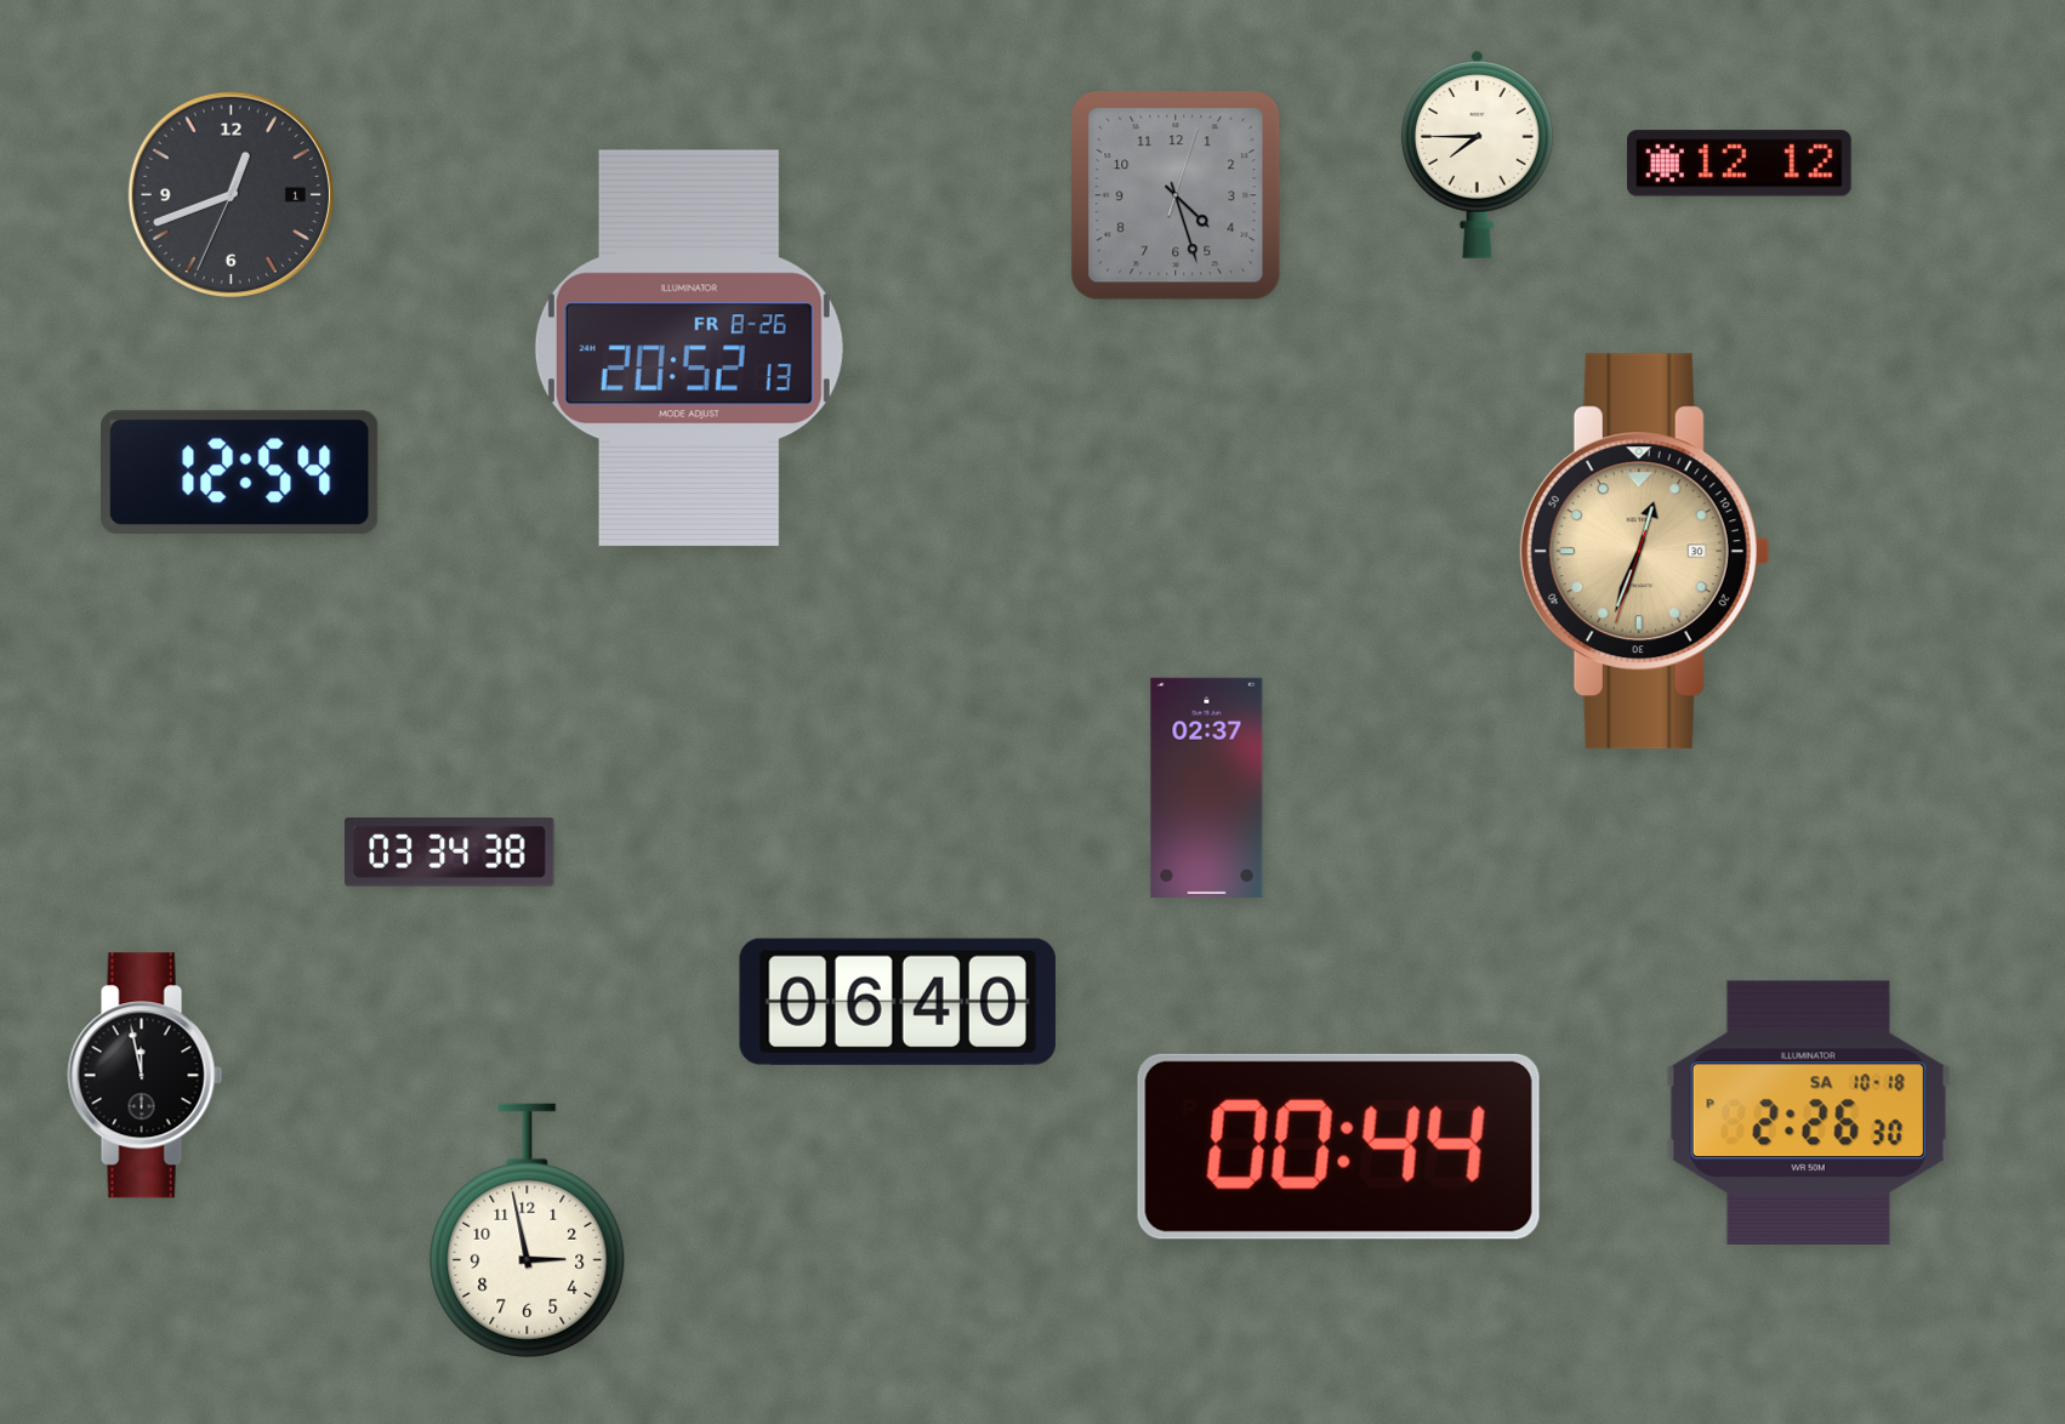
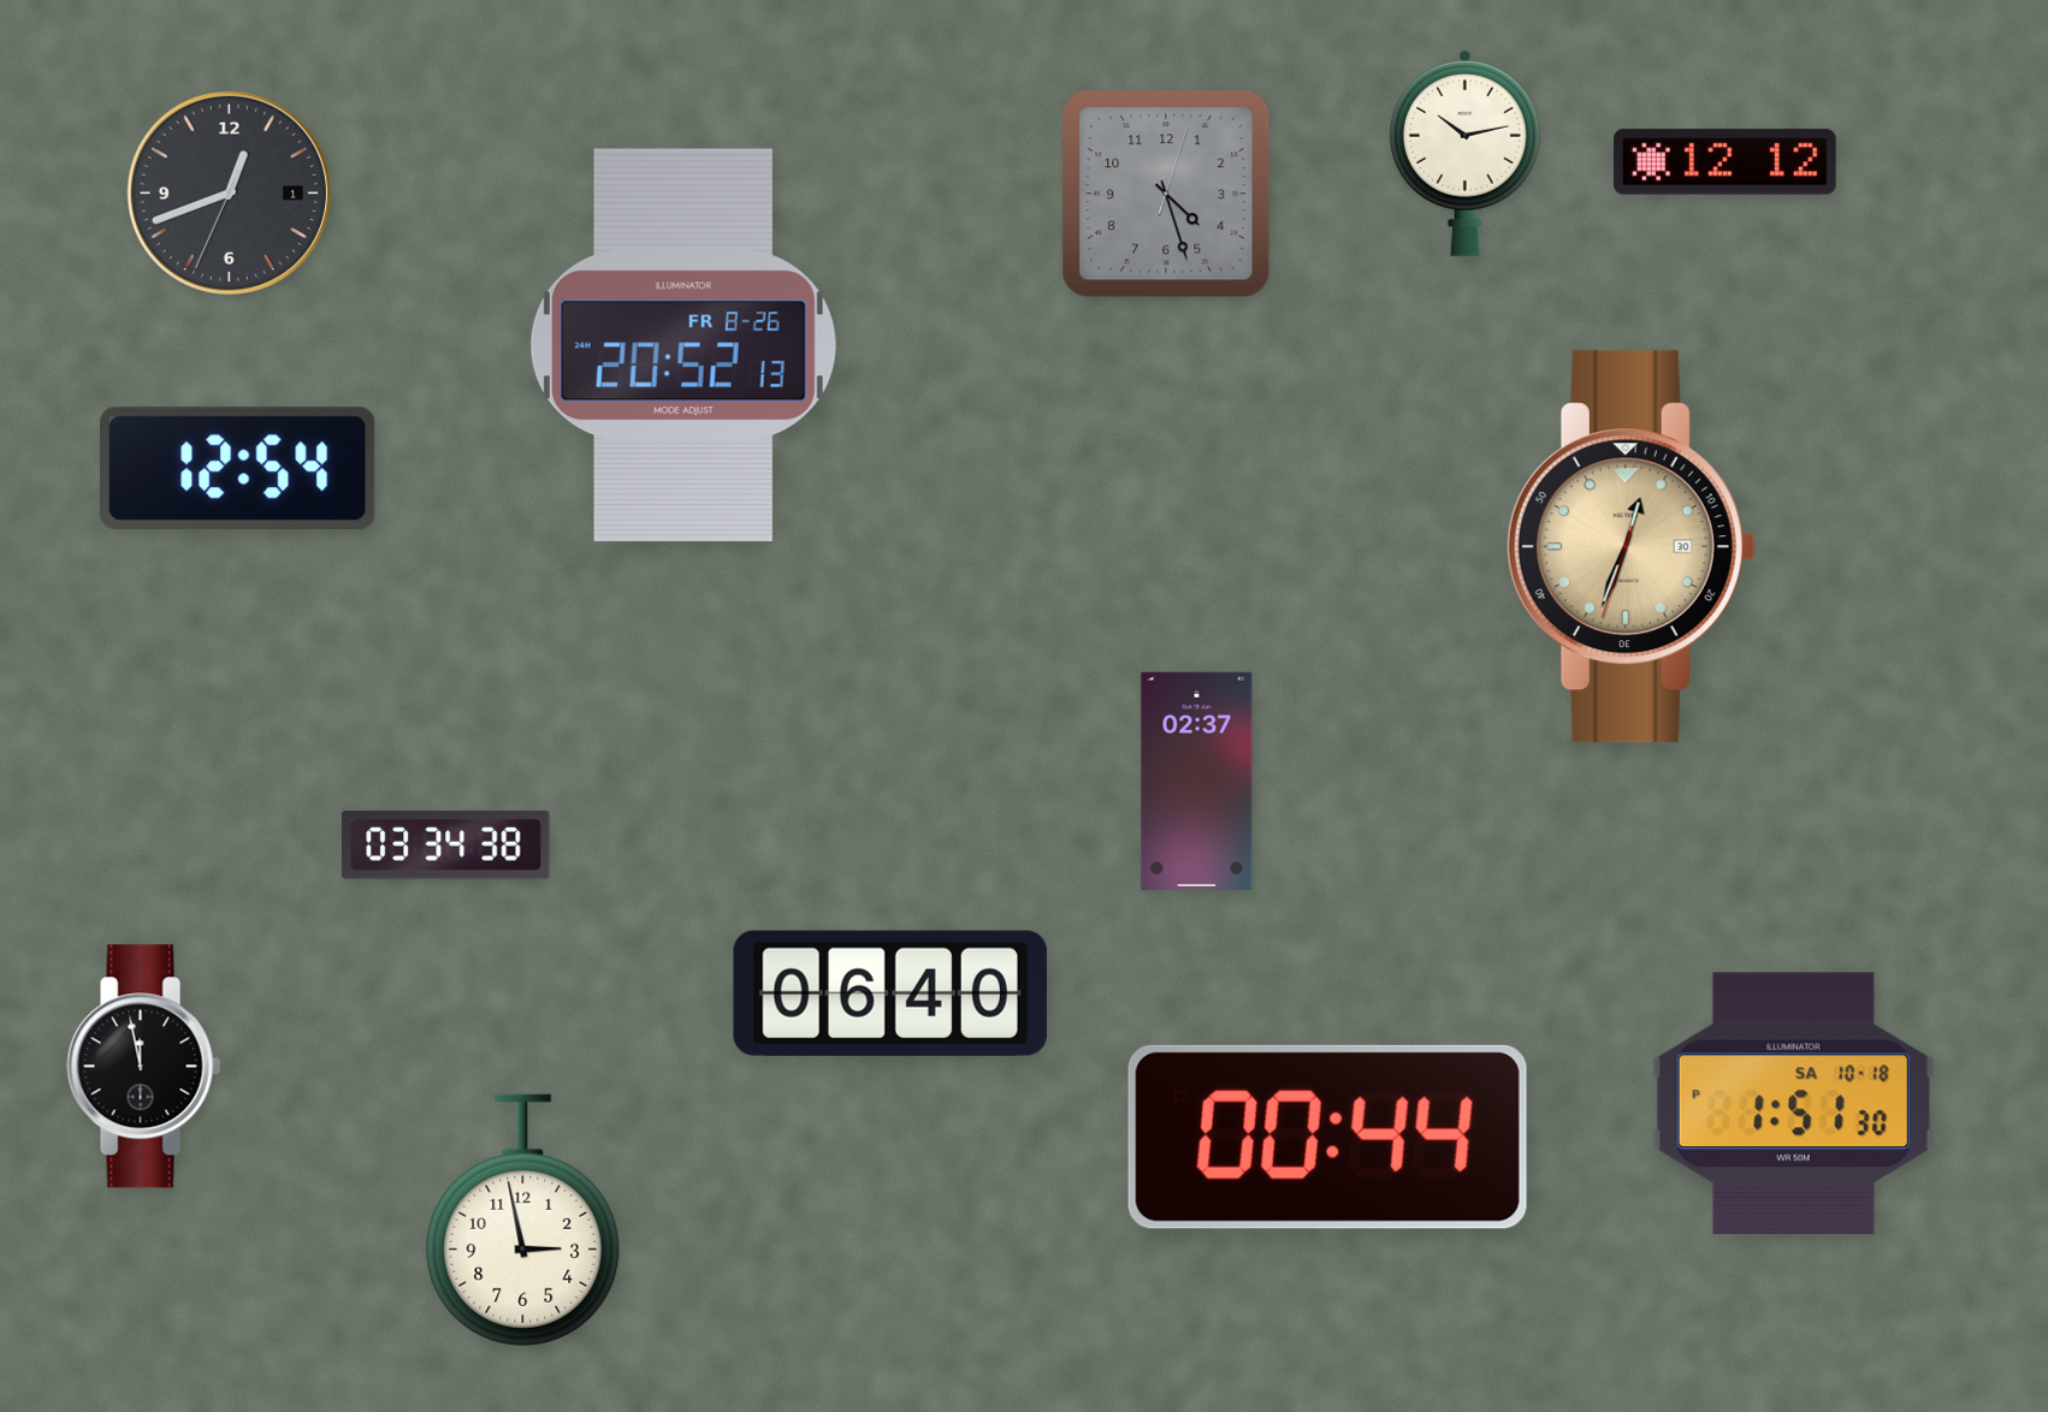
clock at (1477, 154): 7:45 -> 10:13
clock at (1808, 1112): 2:26 -> 1:51
